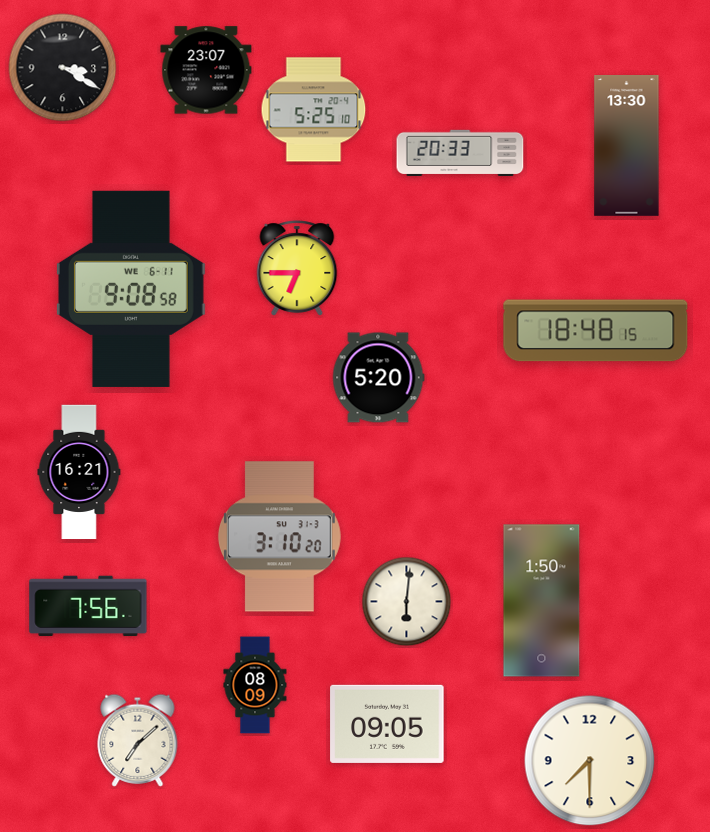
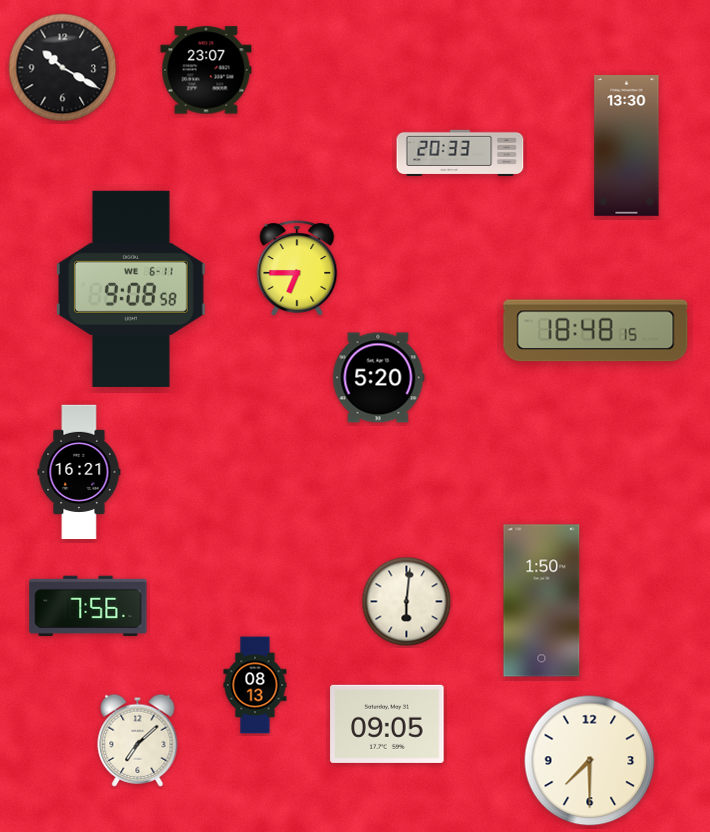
clock at (63, 68): 3:20 -> 10:20
clock at (314, 110): 5:25 -> none
clock at (279, 537): 3:10 -> none
clock at (255, 685): 08:09 -> 08:13
